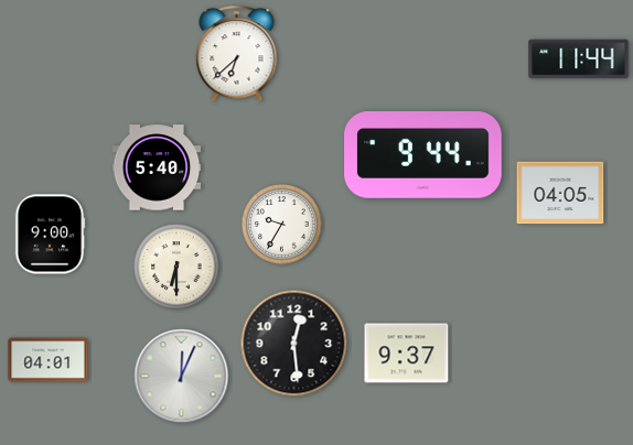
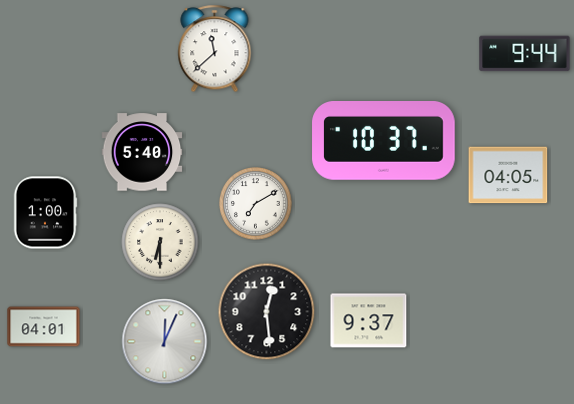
clock at (237, 54): 6:38 -> 11:38
clock at (579, 59): 11:44 -> 9:44
clock at (423, 155): 9:44 -> 10:37
clock at (282, 225): 9:35 -> 7:10
clock at (50, 235): 9:00 -> 1:00
